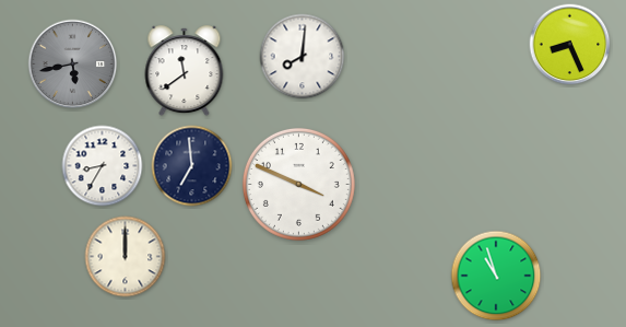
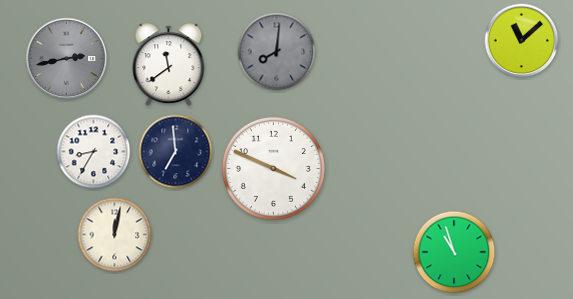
clock at (570, 45): 8:26 -> 11:08
clock at (303, 57) dial: white -> grey
clock at (73, 65): 5:43 -> 2:43
clock at (126, 257): 12:00 -> 12:02
